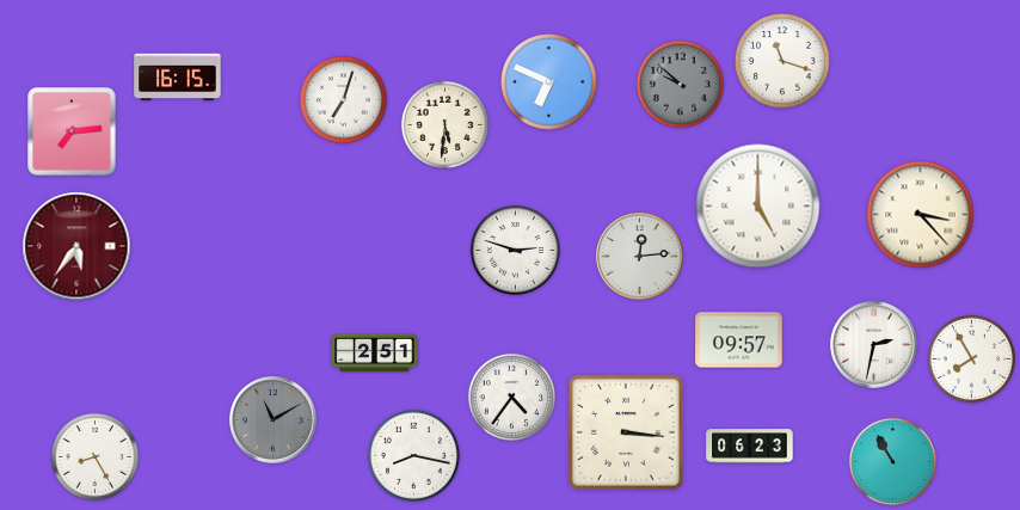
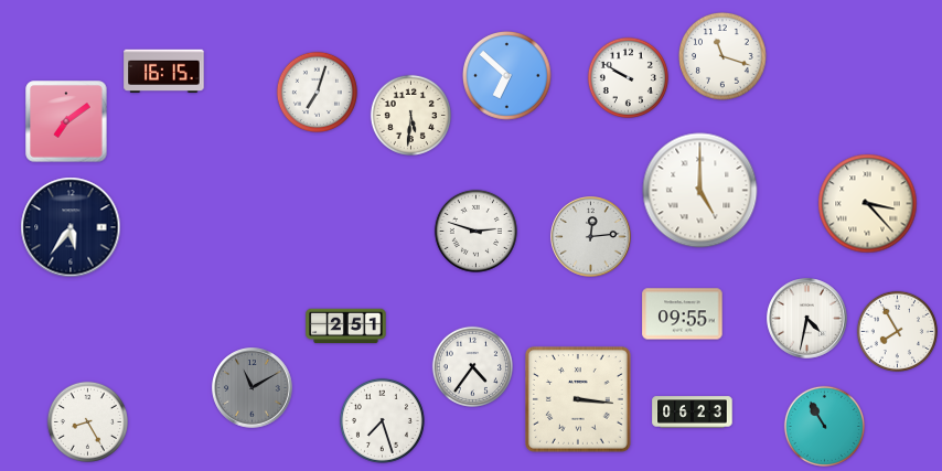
clock at (549, 82): 6:49 -> 6:52
clock at (680, 84): 9:52 -> 9:50
clock at (680, 84) dial: grey -> white
clock at (72, 131): 7:14 -> 7:09
clock at (921, 215) position: (921, 215) -> (868, 204)
clock at (76, 246) dial: burgundy -> navy
clock at (739, 340): 09:57 -> 09:55
clock at (874, 345): 2:32 -> 4:32
clock at (413, 455): 8:17 -> 7:27
